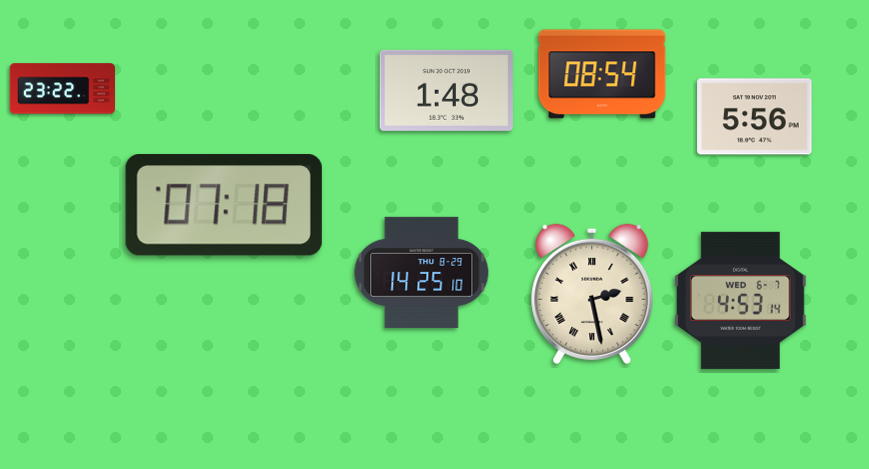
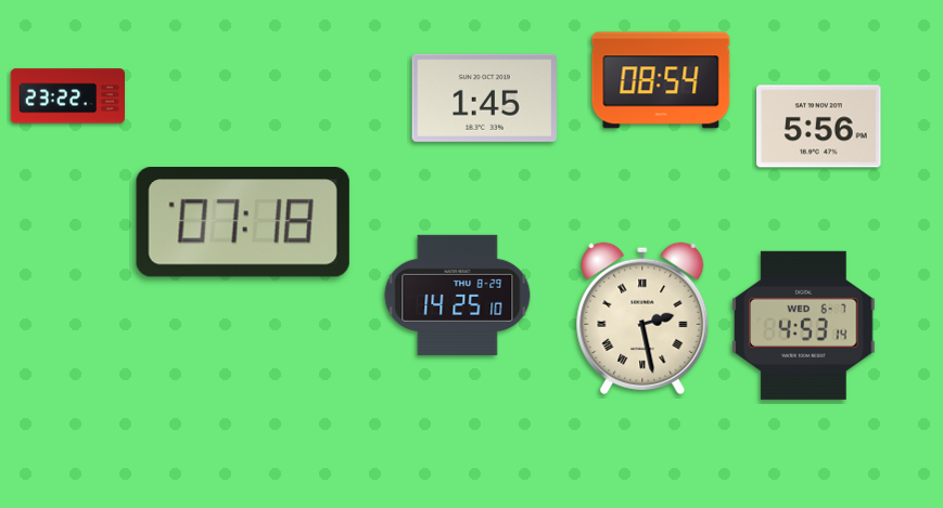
clock at (602, 74) position: (602, 74) -> (661, 80)
clock at (446, 90): 1:48 -> 1:45
